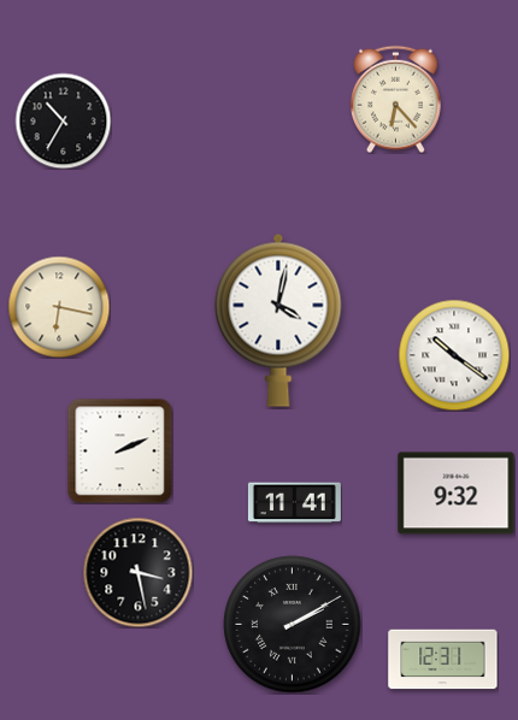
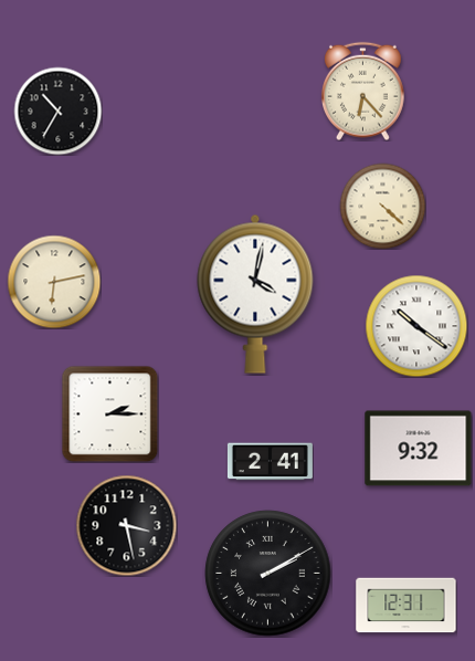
clock at (382, 206): none -> 4:22
clock at (59, 307): 6:17 -> 6:13
clock at (119, 450): 2:11 -> 2:15
clock at (457, 494) position: (457, 494) -> (419, 449)
clock at (294, 503): 11:41 -> 2:41
